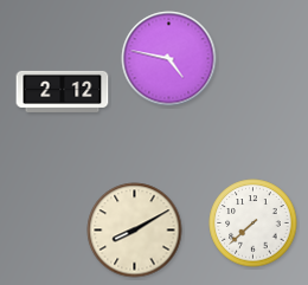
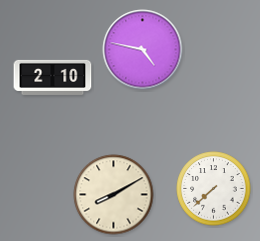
clock at (63, 91): 2:12 -> 2:10
